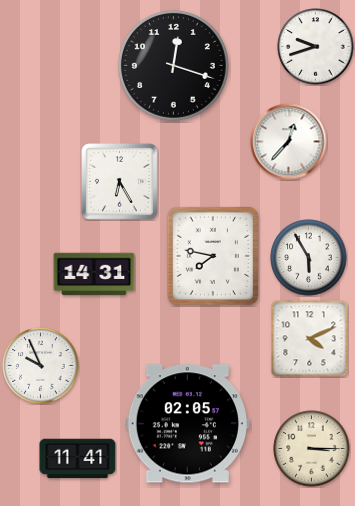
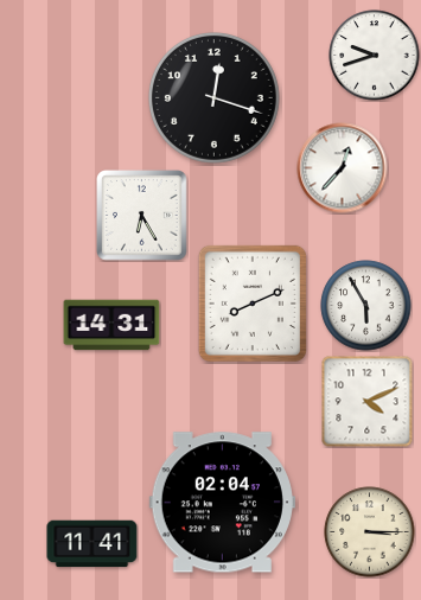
clock at (173, 65) position: (173, 65) -> (213, 97)
clock at (213, 256): 7:47 -> 8:11
clock at (41, 366): 9:56 -> none
clock at (187, 424): 02:05 -> 02:04
